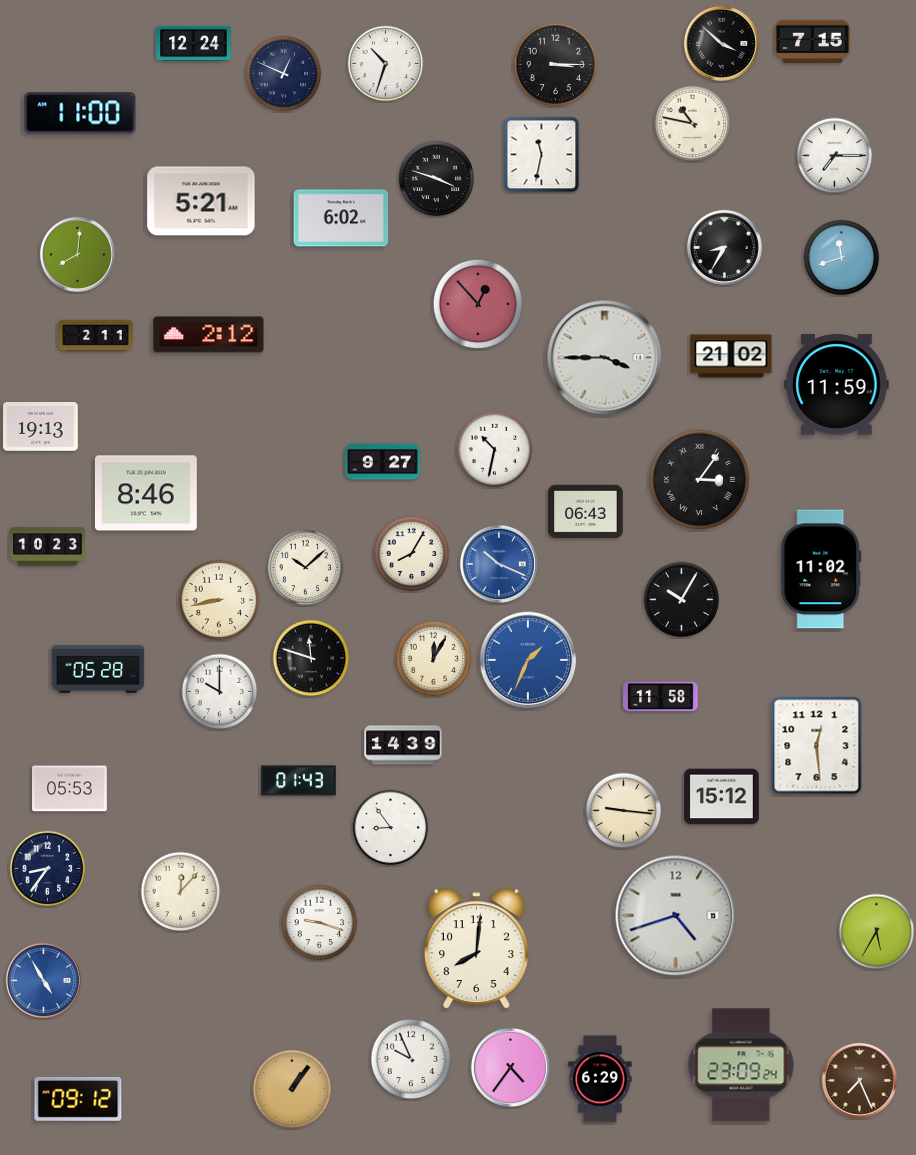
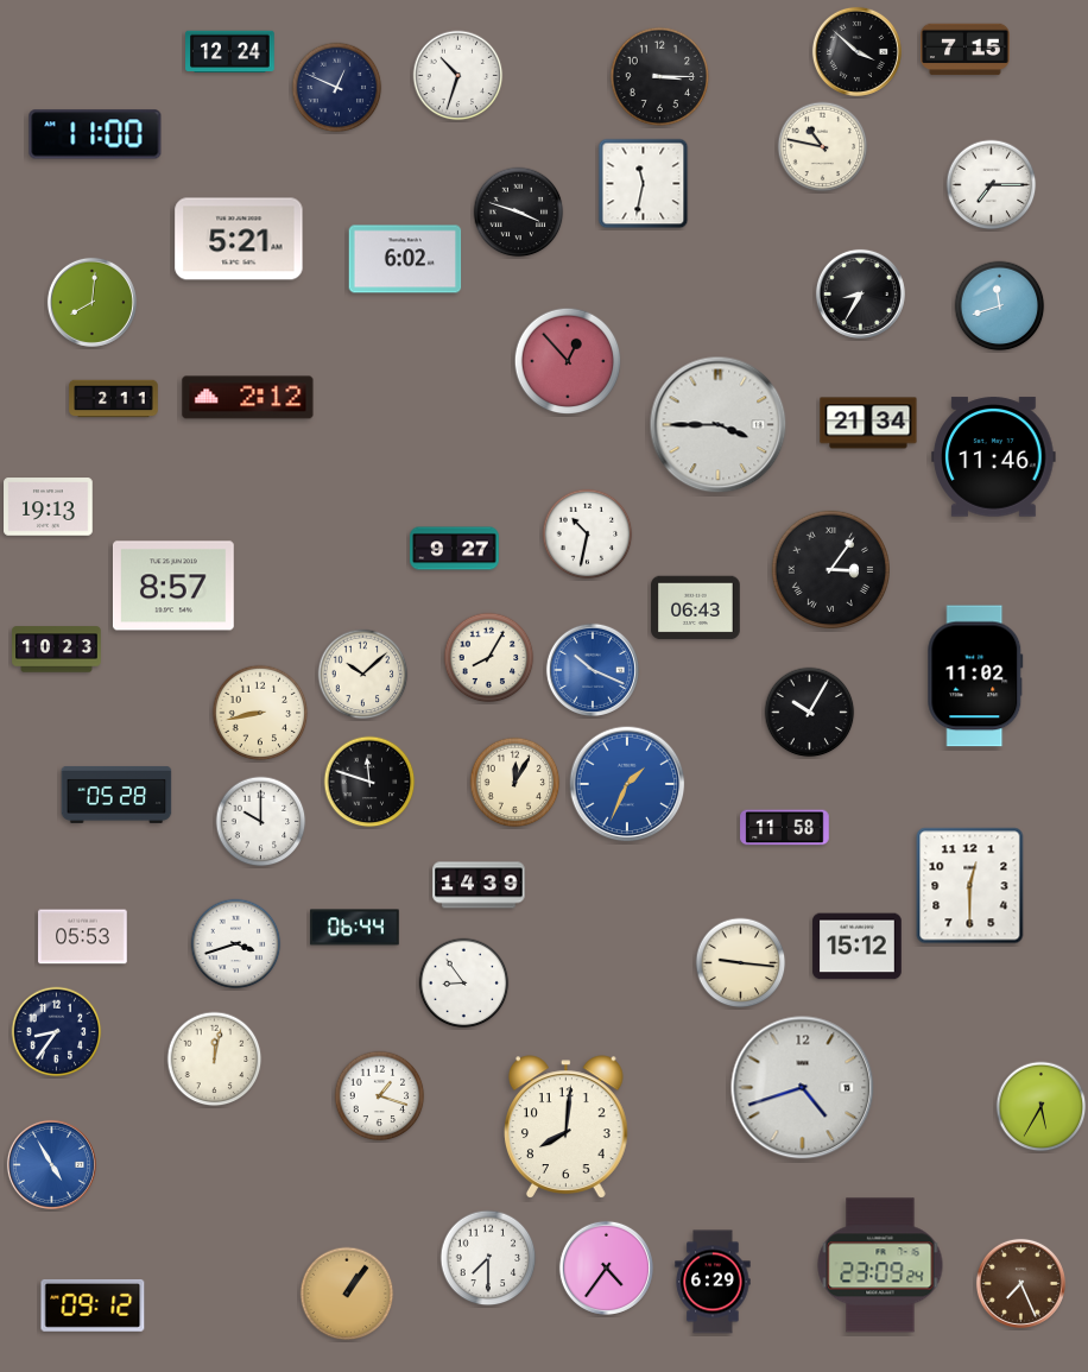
clock at (731, 356): 21:02 -> 21:34
clock at (837, 385): 11:59 -> 11:46
clock at (146, 493): 8:46 -> 8:57
clock at (817, 746): 12:29 -> 12:30
clock at (299, 781): 01:43 -> 06:44
clock at (236, 944): none -> 3:42
clock at (181, 892): 12:07 -> 12:02
clock at (320, 923): 9:18 -> 1:18
clock at (411, 1059): 9:56 -> 7:30
